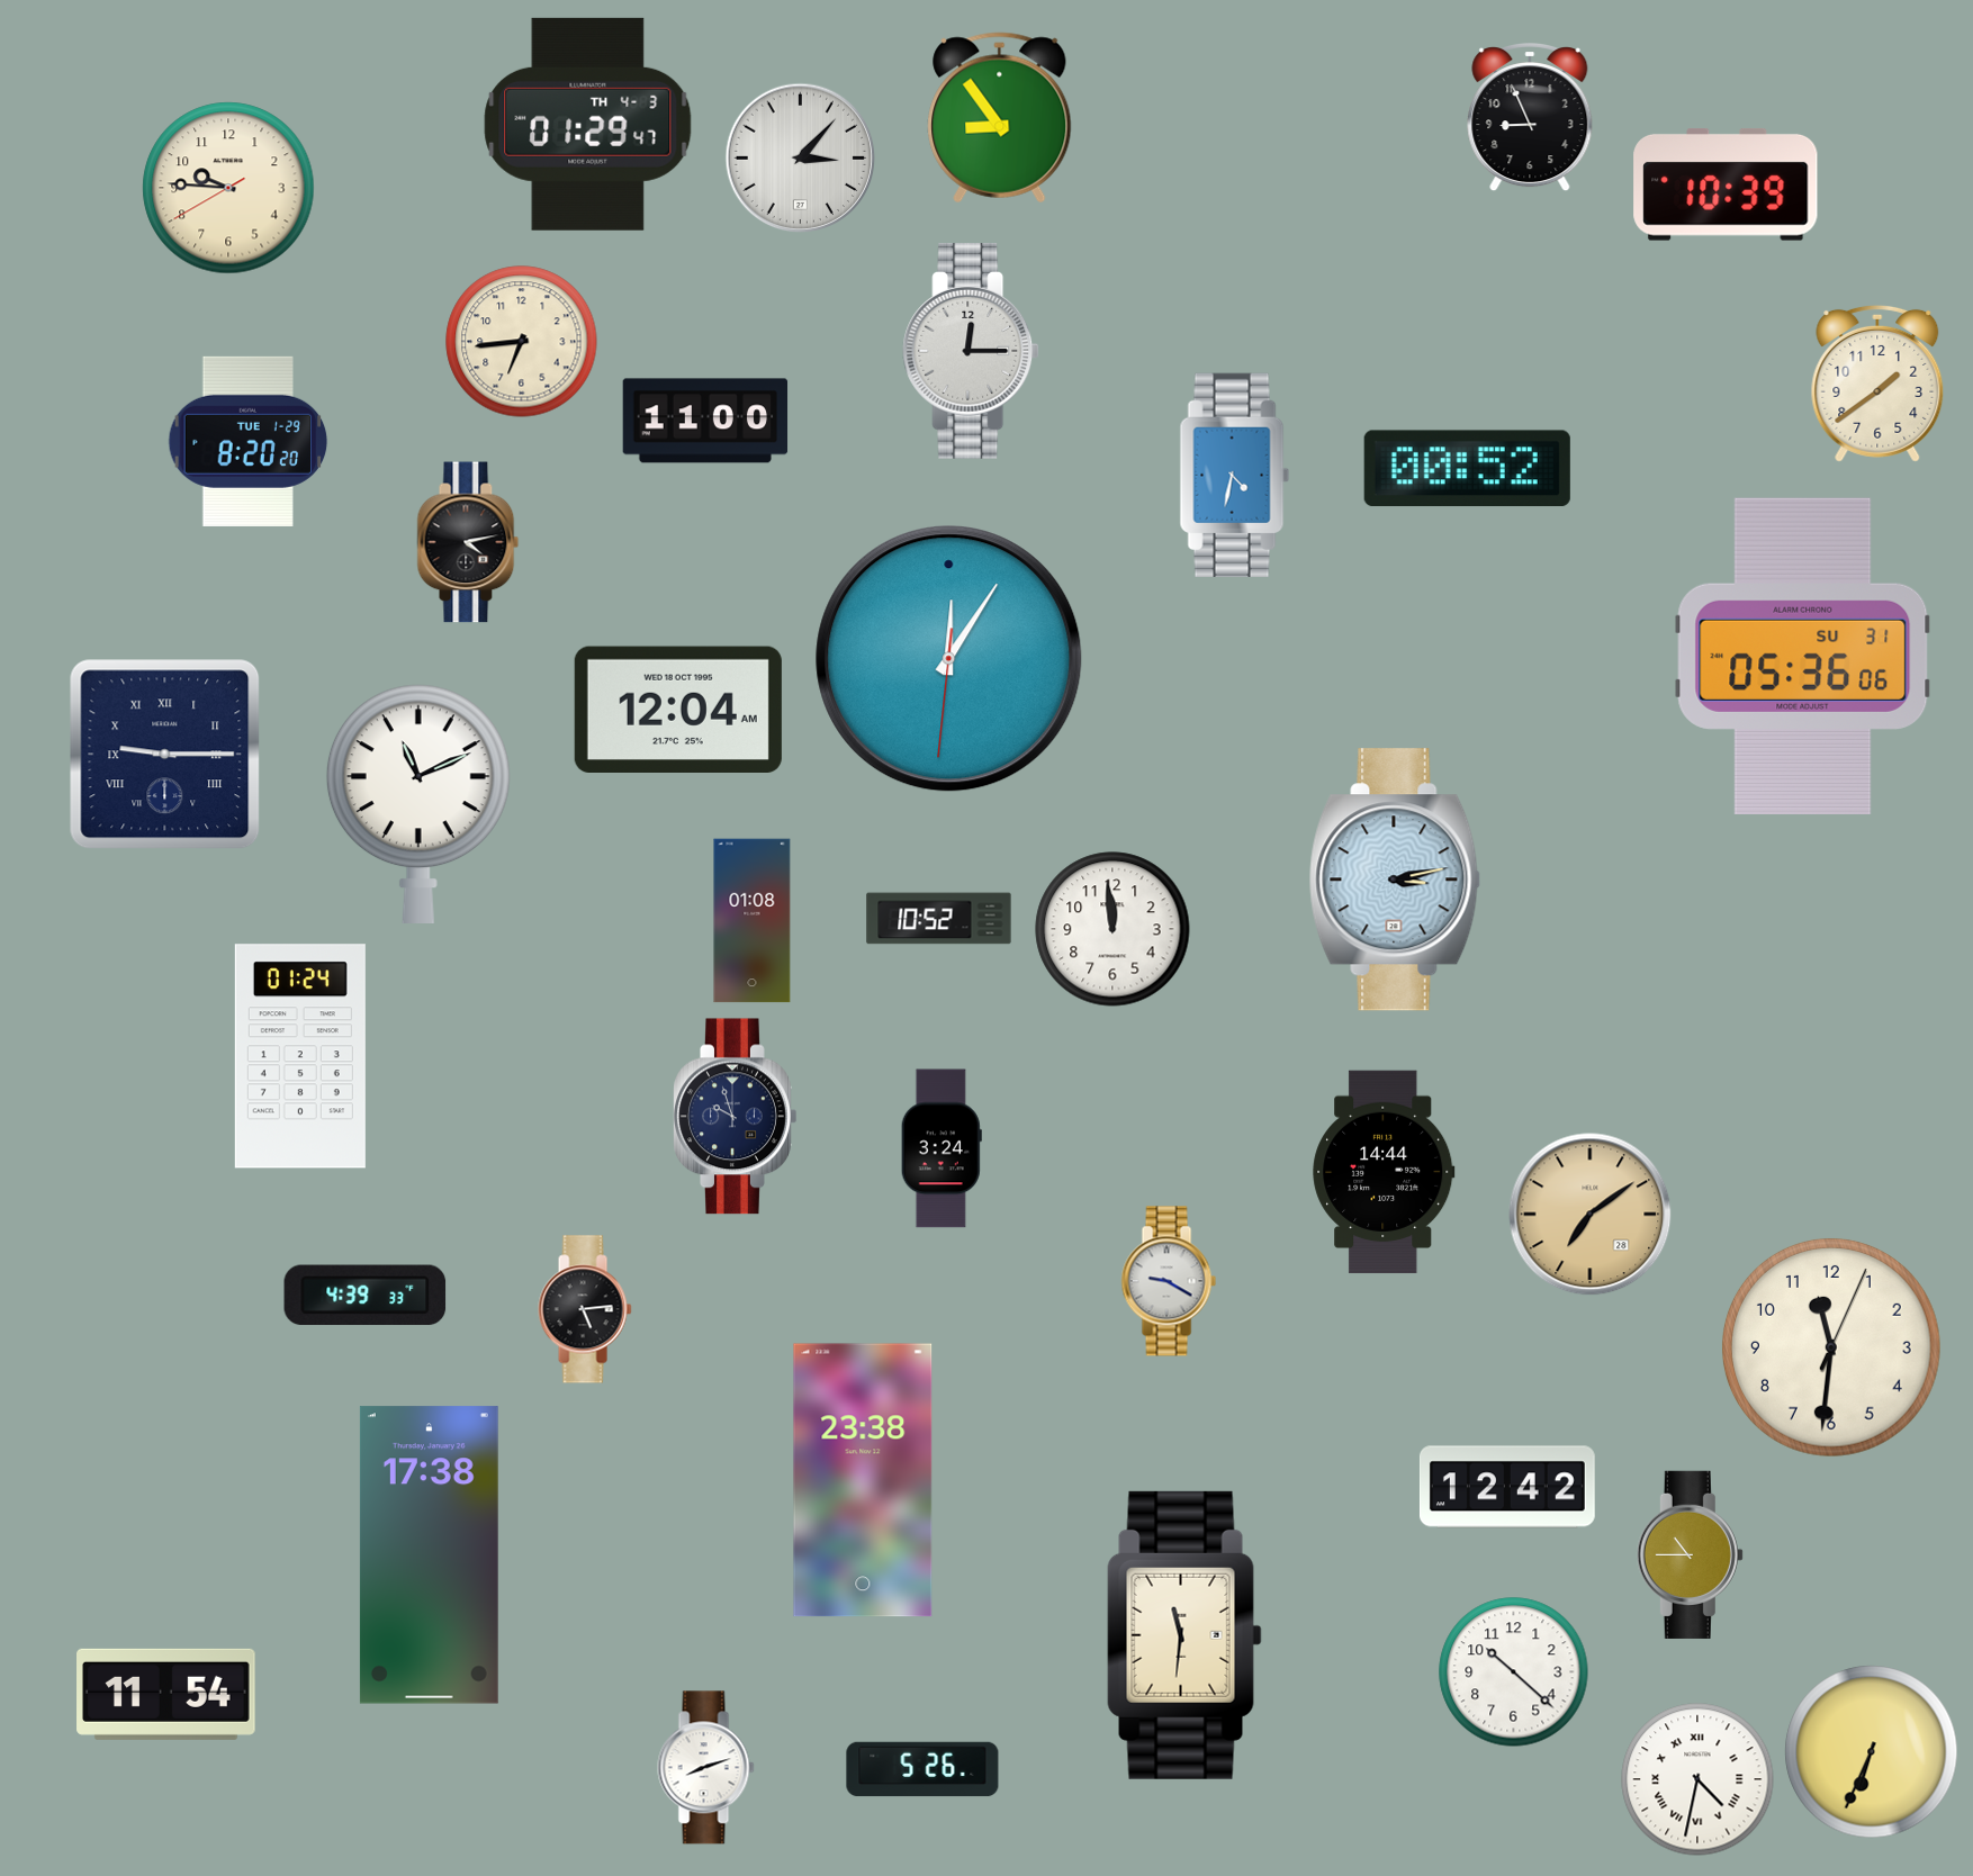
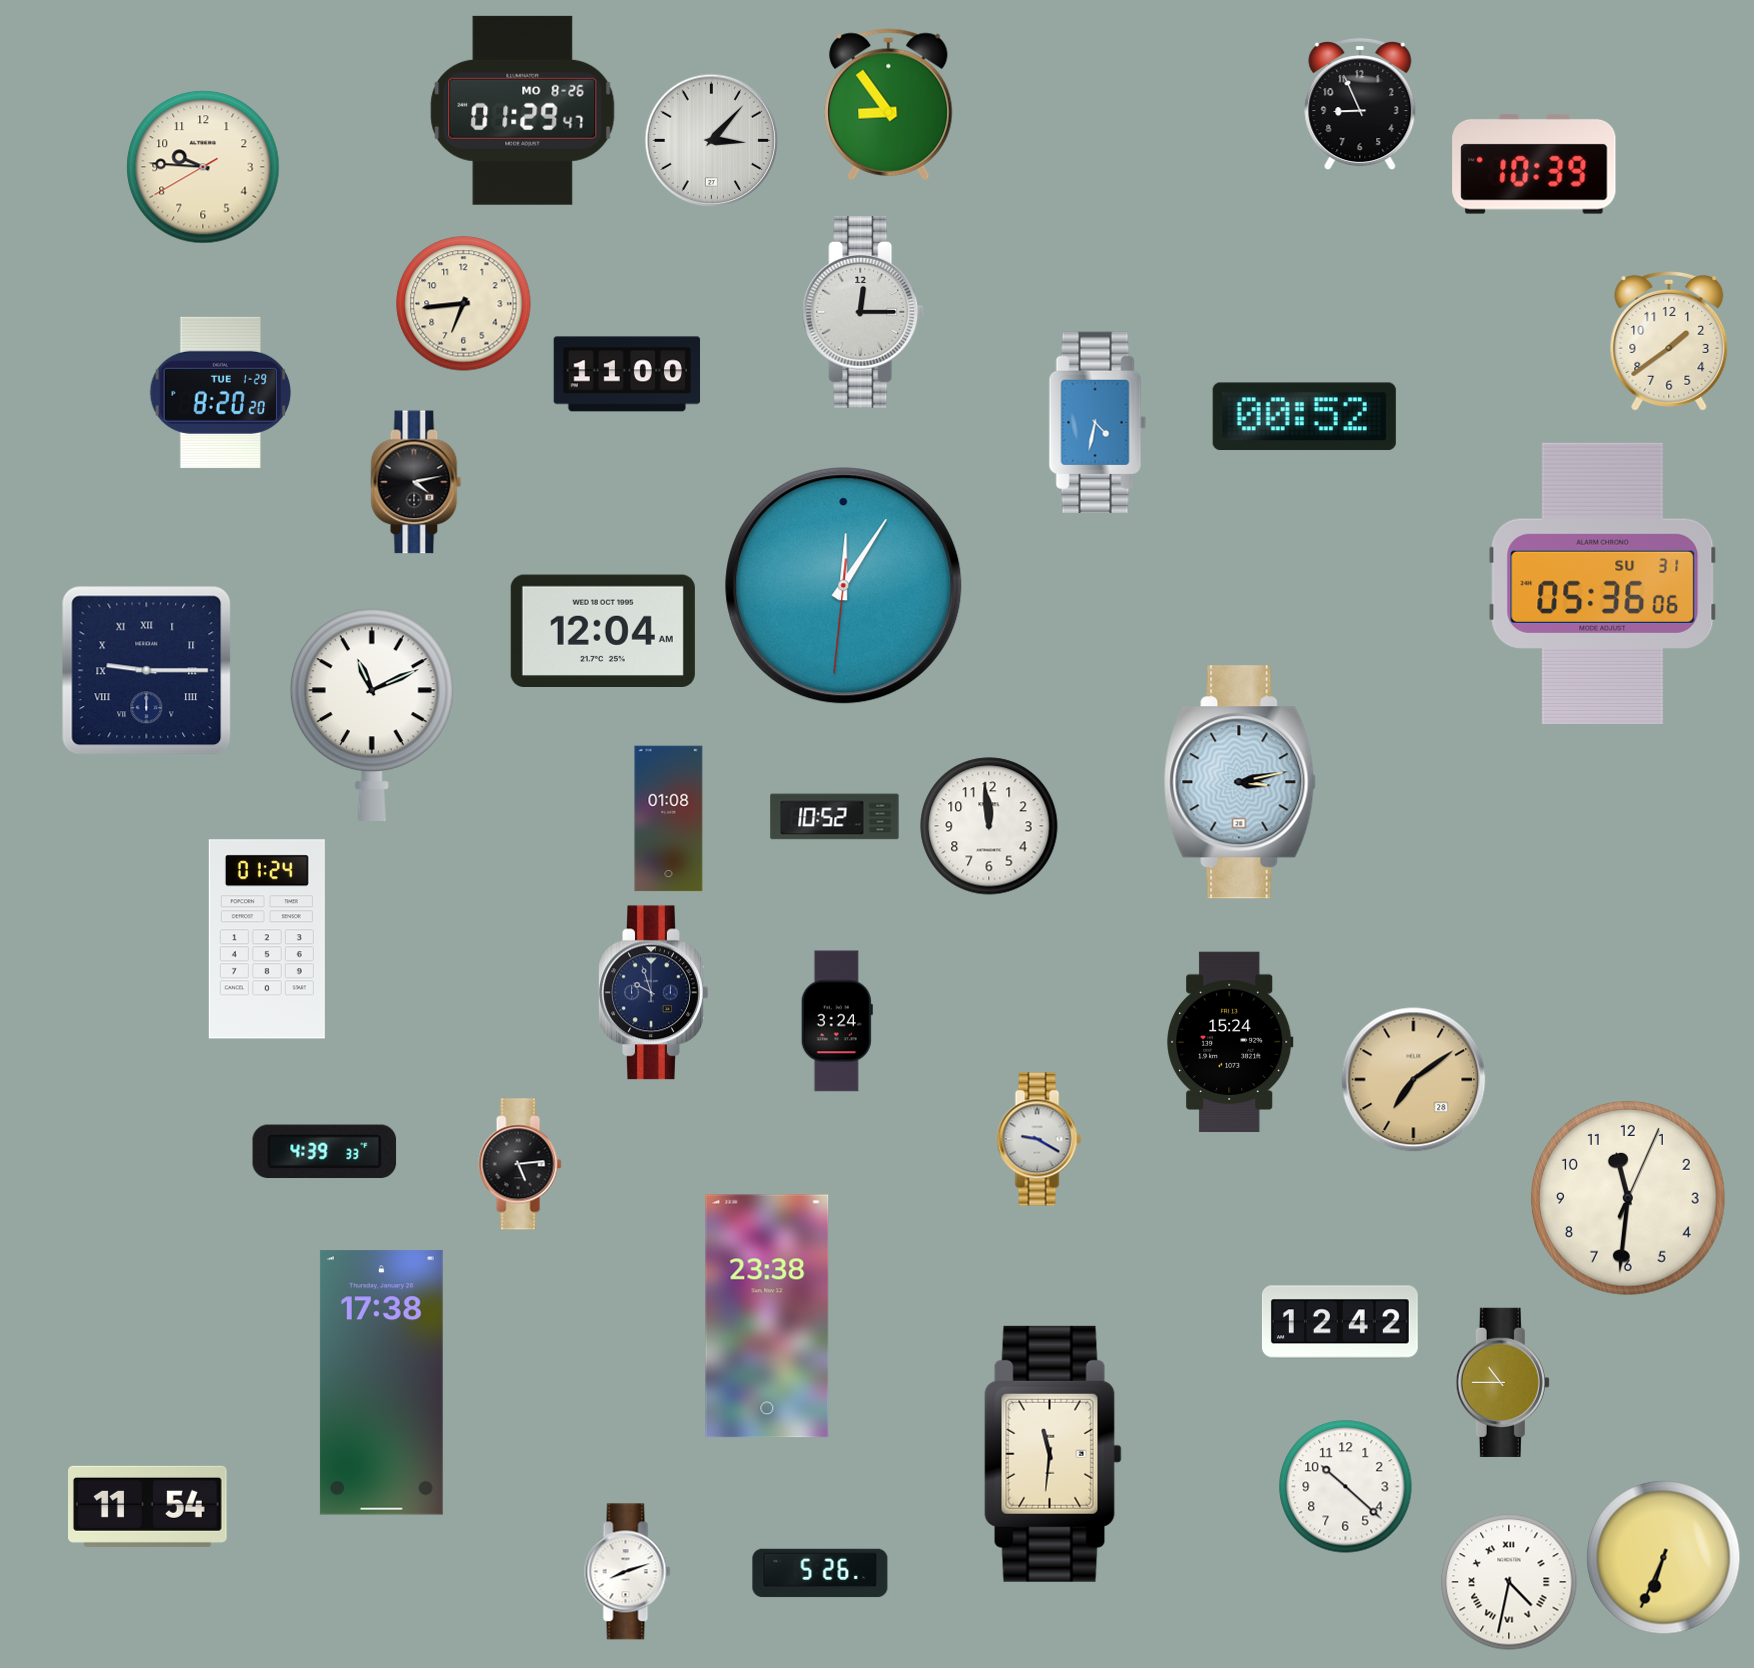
clock at (588, 124) date: TH 4-3 -> MO 8-26
clock at (1384, 1172): 14:44 -> 15:24
